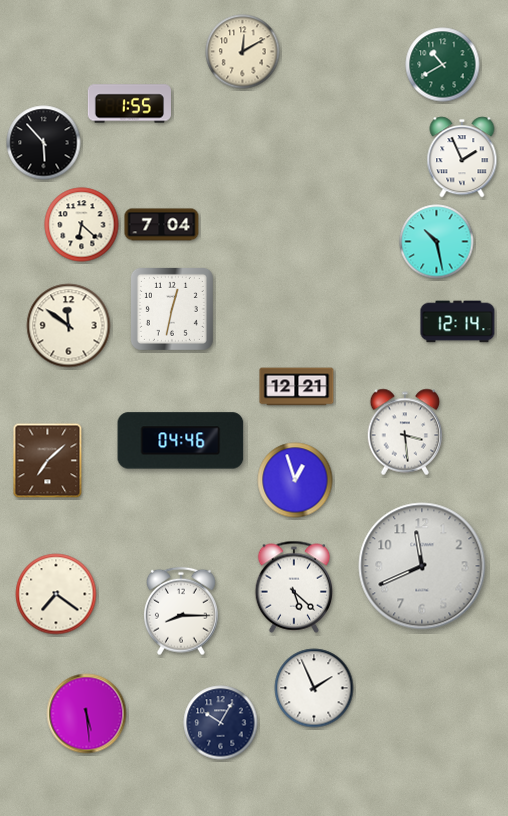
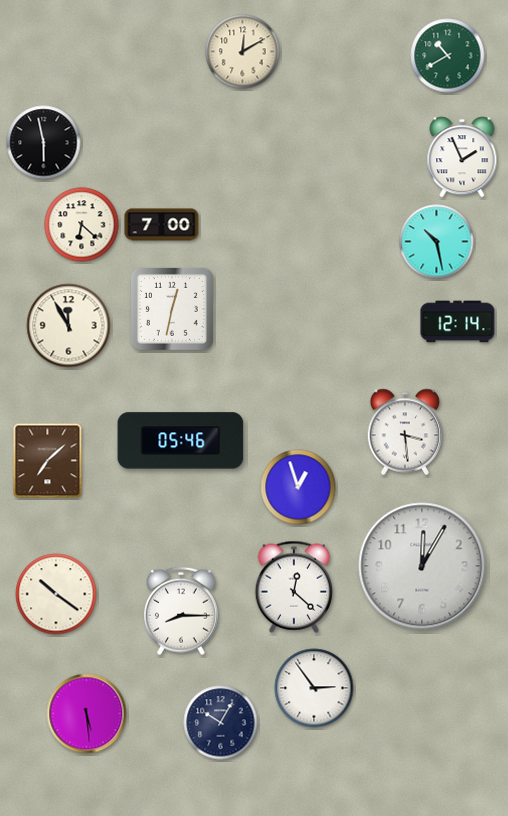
clock at (443, 65) position: (443, 65) -> (448, 56)
clock at (129, 104): 1:55 -> none
clock at (44, 143): 5:53 -> 5:58
clock at (162, 225): 7:04 -> 7:00
clock at (69, 326): 11:51 -> 11:55
clock at (297, 387): 12:21 -> none
clock at (181, 441): 04:46 -> 05:46
clock at (295, 480) position: (295, 480) -> (298, 487)
clock at (422, 566): 11:41 -> 12:05
clock at (294, 587): 5:22 -> 12:22
clock at (56, 594): 7:21 -> 10:21
clock at (314, 688): 1:56 -> 2:54
